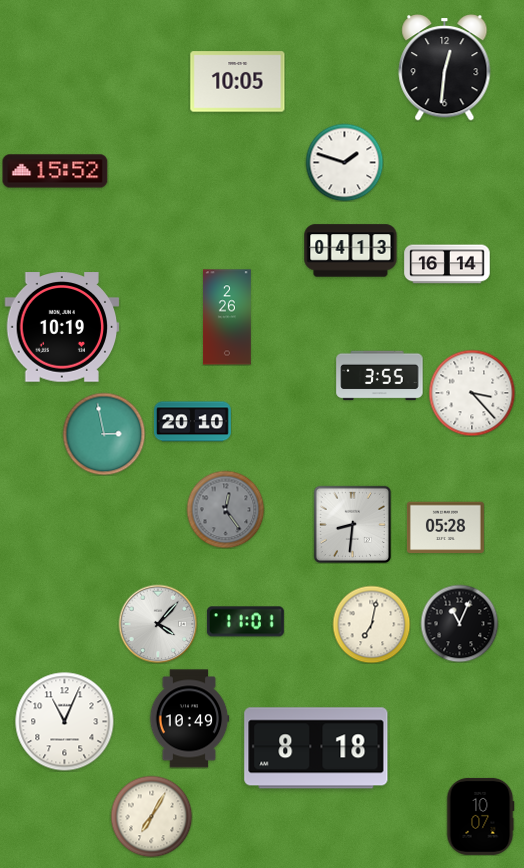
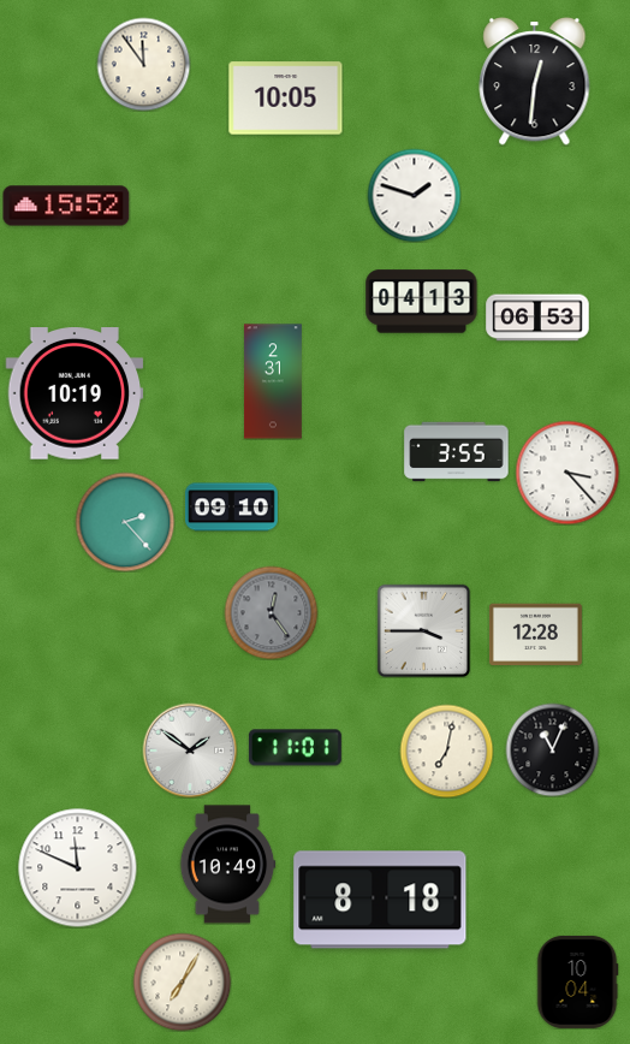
clock at (143, 64): none -> 11:54
clock at (447, 264): 16:14 -> 06:53
clock at (227, 317): 2:26 -> 2:31
clock at (192, 422): 20:10 -> 09:10
clock at (104, 434): 2:58 -> 2:23
clock at (352, 524): 8:31 -> 3:45
clock at (445, 528): 05:28 -> 12:28
clock at (158, 624): 4:07 -> 1:51
clock at (65, 722): 11:04 -> 11:49
clock at (480, 816): 10:07 -> 10:04
